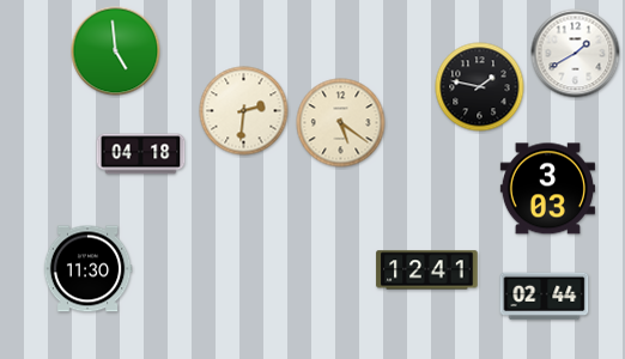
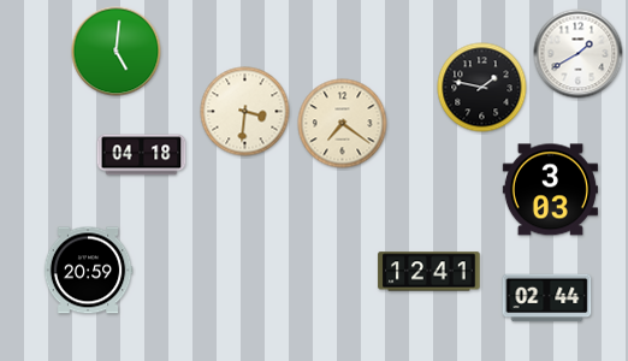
clock at (116, 51): 4:59 -> 5:01
clock at (244, 111): 2:31 -> 3:31
clock at (341, 123): 5:21 -> 7:21
clock at (87, 269): 11:30 -> 20:59
